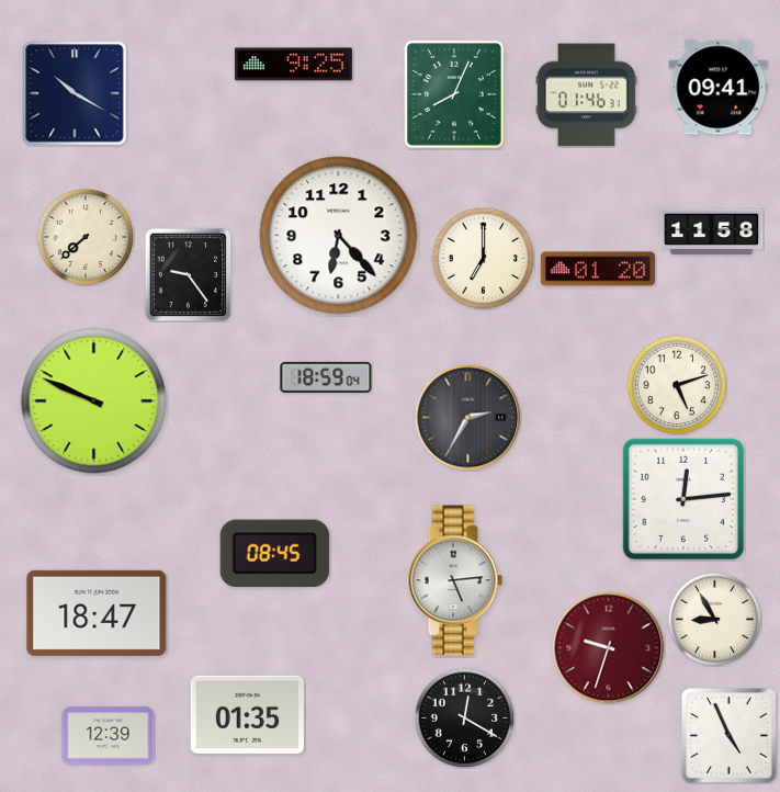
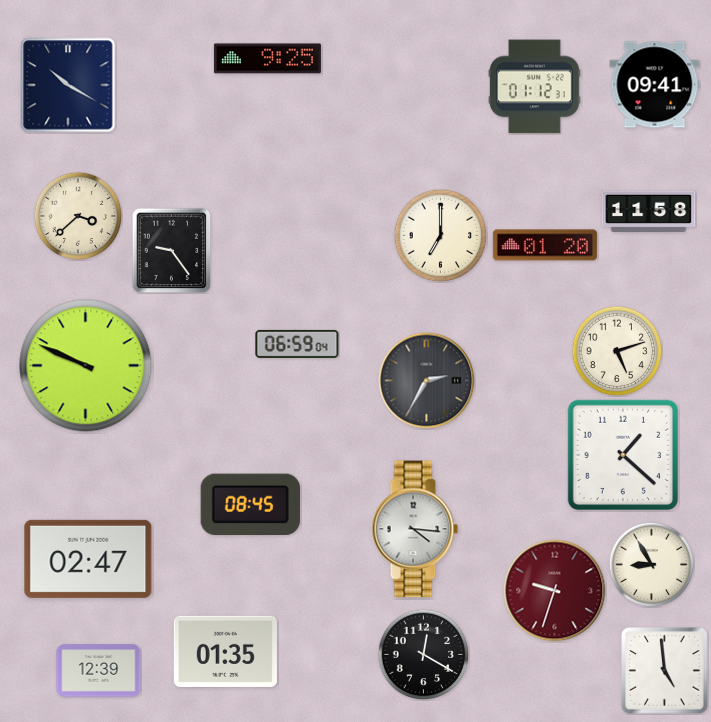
clock at (719, 88) position: (719, 88) -> (655, 85)
clock at (454, 94): 8:04 -> none
clock at (586, 95): 01:46 -> 01:12
clock at (339, 236): 6:23 -> none
clock at (86, 237): 7:38 -> 3:38
clock at (326, 377): 18:59 -> 06:59
clock at (682, 498): 12:14 -> 1:22
clock at (455, 580): 5:14 -> 4:16
clock at (97, 613): 18:47 -> 02:47
clock at (730, 736): 4:56 -> 4:59
